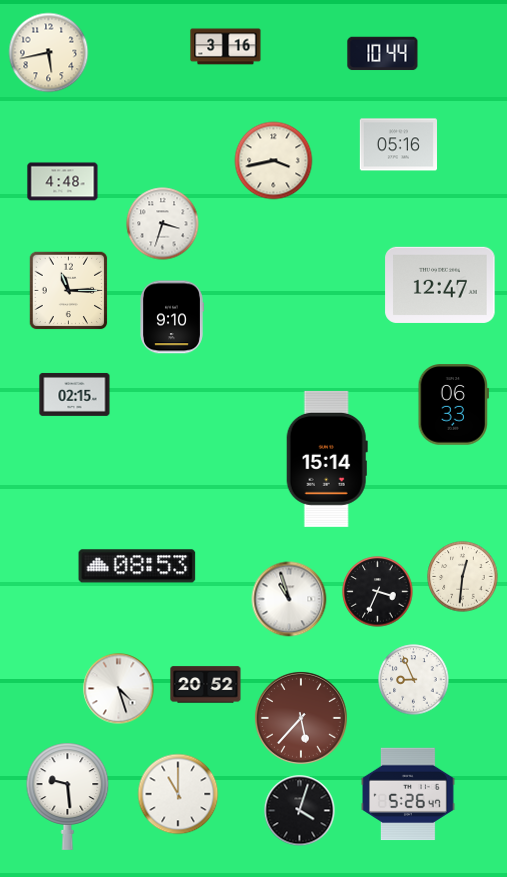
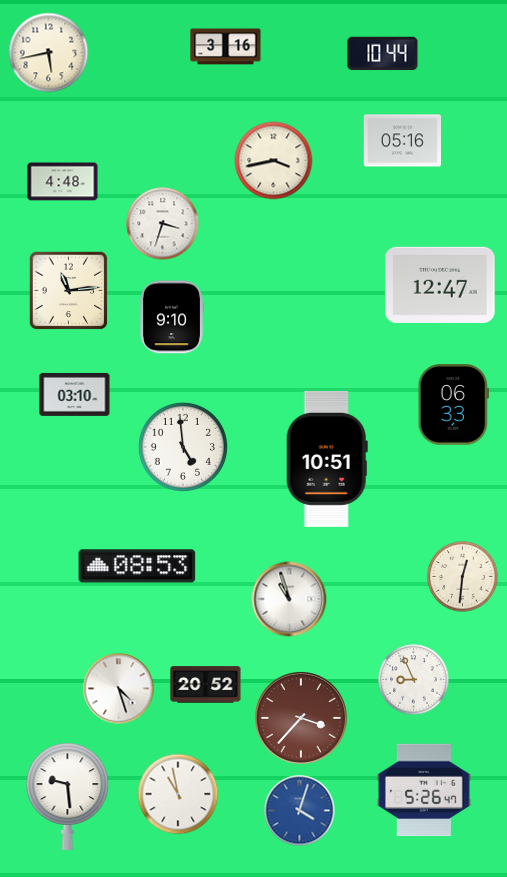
clock at (398, 145) position: (398, 145) -> (402, 141)
clock at (69, 291): 11:15 -> 11:14
clock at (75, 394): 02:15 -> 03:10
clock at (183, 447): none -> 4:59
clock at (327, 459): 15:14 -> 10:51
clock at (378, 592): 3:34 -> none
clock at (301, 718): 5:37 -> 3:37
clock at (178, 794): 11:00 -> 10:58
clock at (409, 794) position: (409, 794) -> (425, 790)
clock at (300, 811) dial: black -> blue
